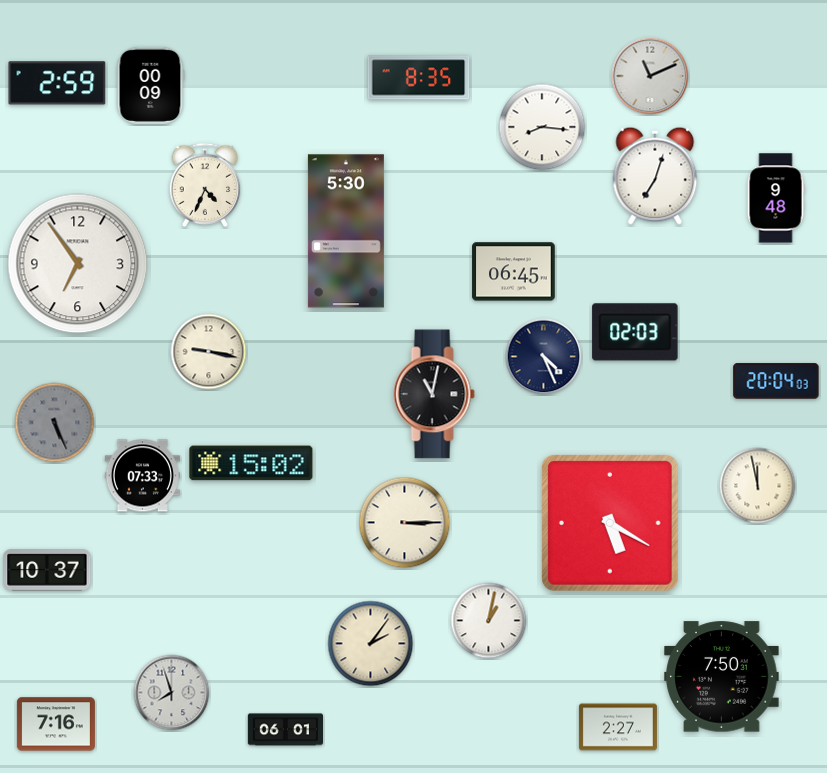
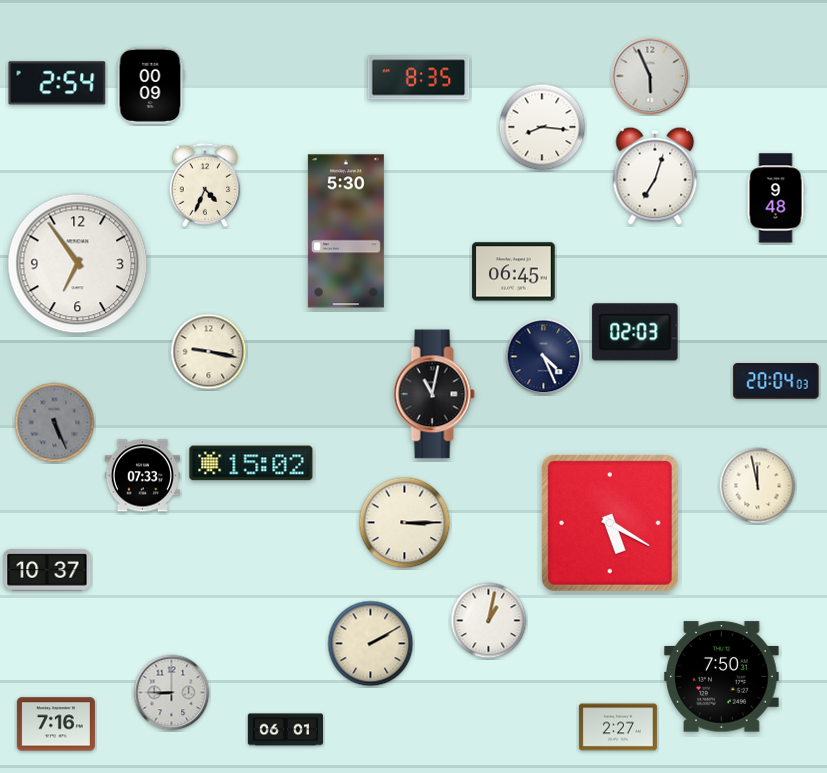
clock at (650, 76): 11:11 -> 5:56
clock at (57, 83): 2:59 -> 2:54
clock at (371, 644): 2:06 -> 2:10
clock at (172, 693): 7:57 -> 8:45
